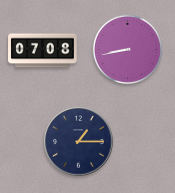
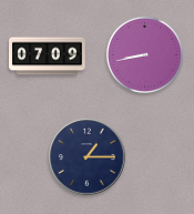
clock at (127, 49) position: (127, 49) -> (144, 54)
clock at (43, 51): 07:08 -> 07:09
